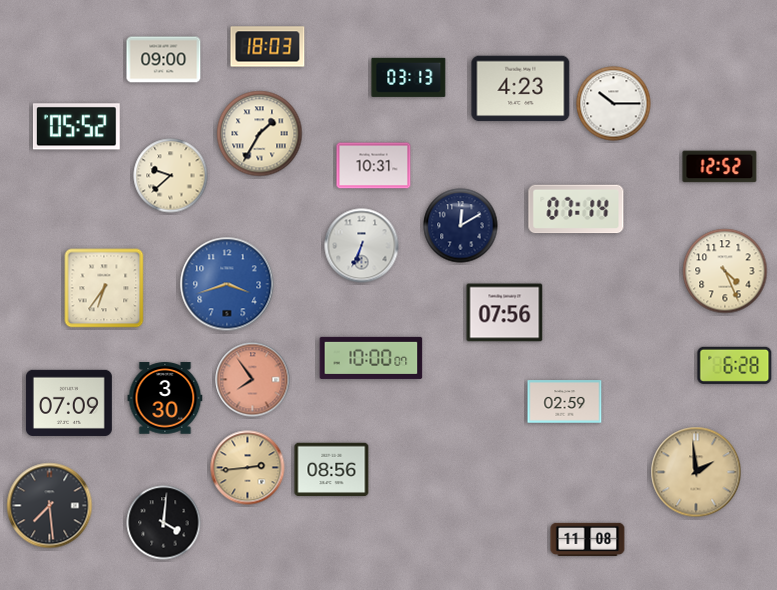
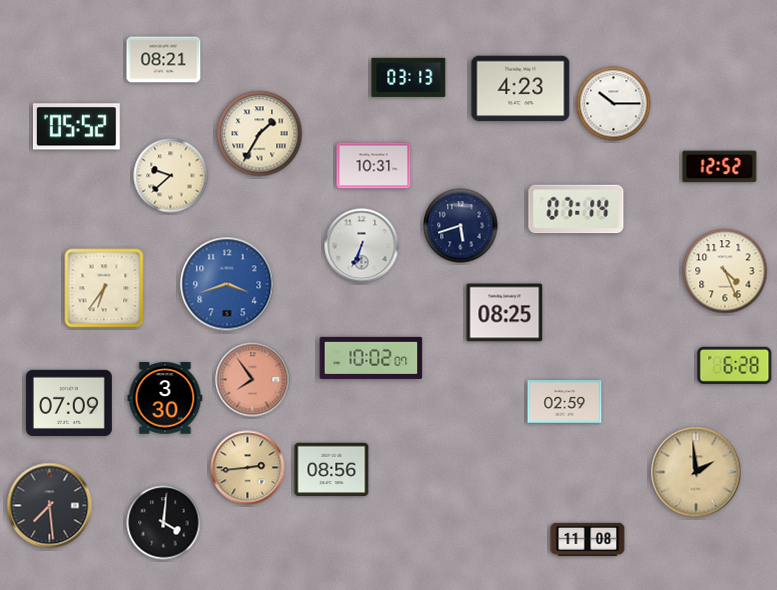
clock at (268, 47): 18:03 -> none
clock at (164, 60): 09:00 -> 08:21
clock at (461, 226): 12:10 -> 5:42
clock at (505, 313): 07:56 -> 08:25
clock at (371, 358): 10:00 -> 10:02
